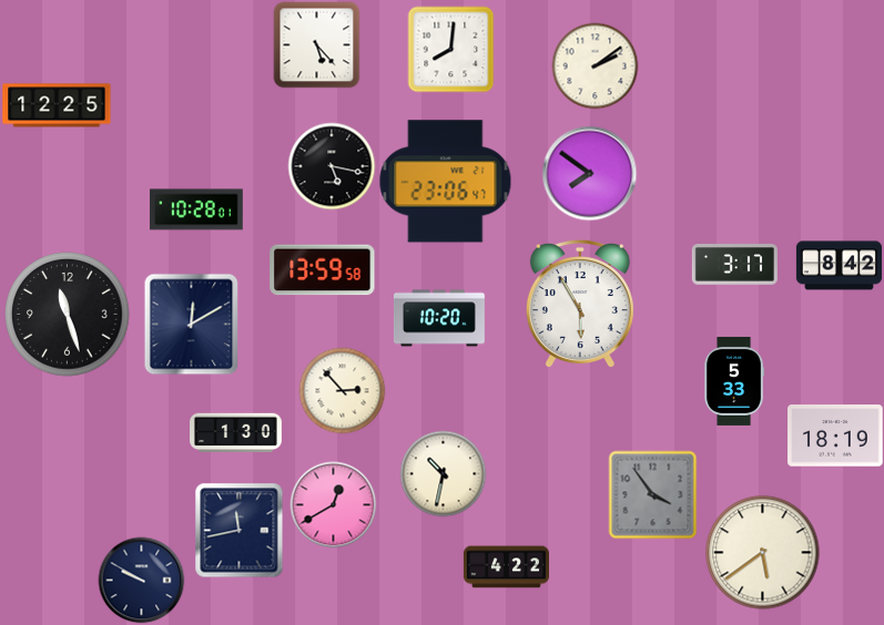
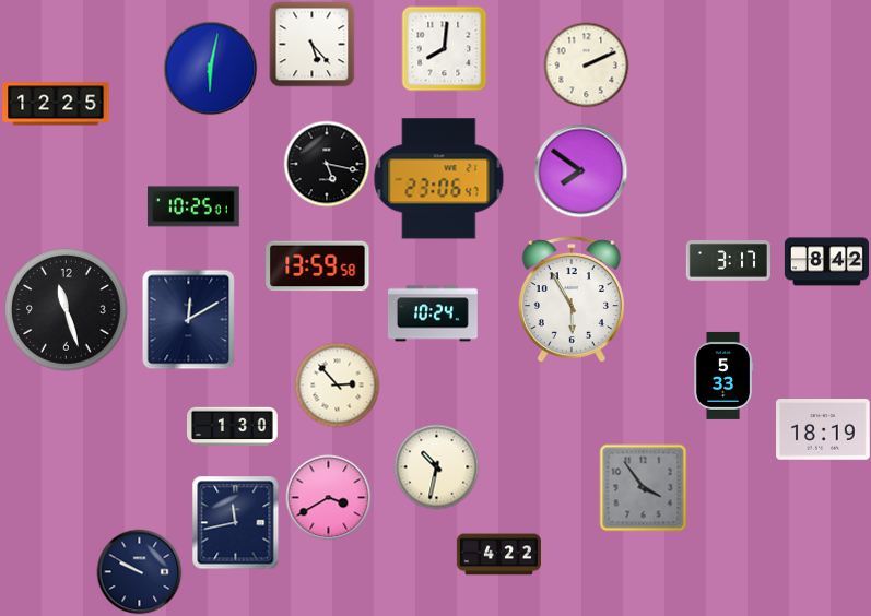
clock at (595, 65): 2:09 -> 2:11
clock at (210, 68): none -> 6:02
clock at (196, 209): 10:28 -> 10:25
clock at (734, 265) position: (734, 265) -> (728, 261)
clock at (439, 318): 10:20 -> 10:24
clock at (333, 504): 12:40 -> 3:40
clock at (763, 553): 5:39 -> none
clock at (506, 567) position: (506, 567) -> (498, 555)
